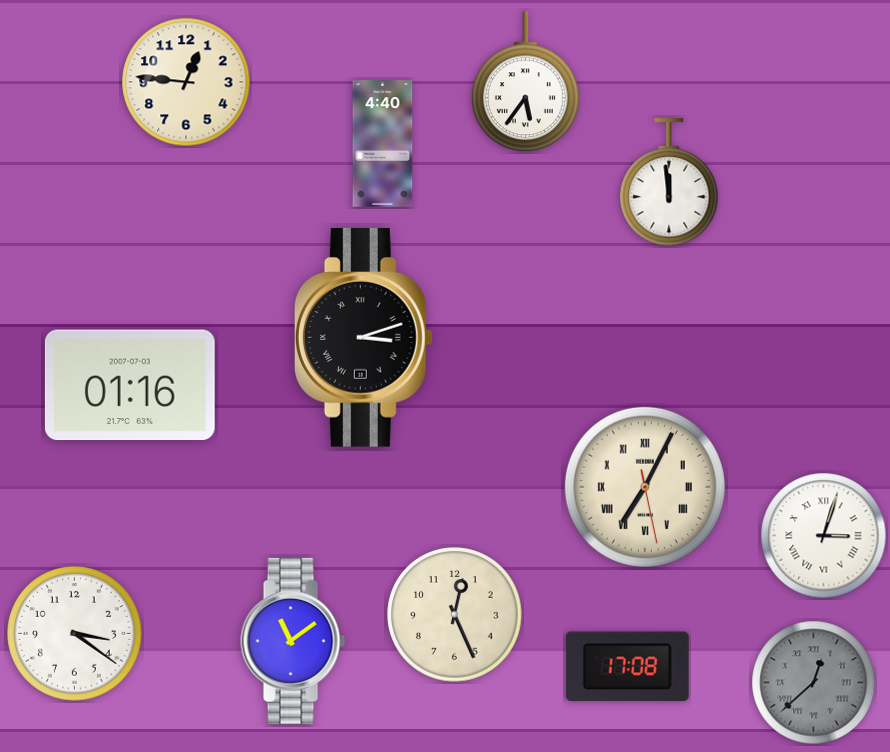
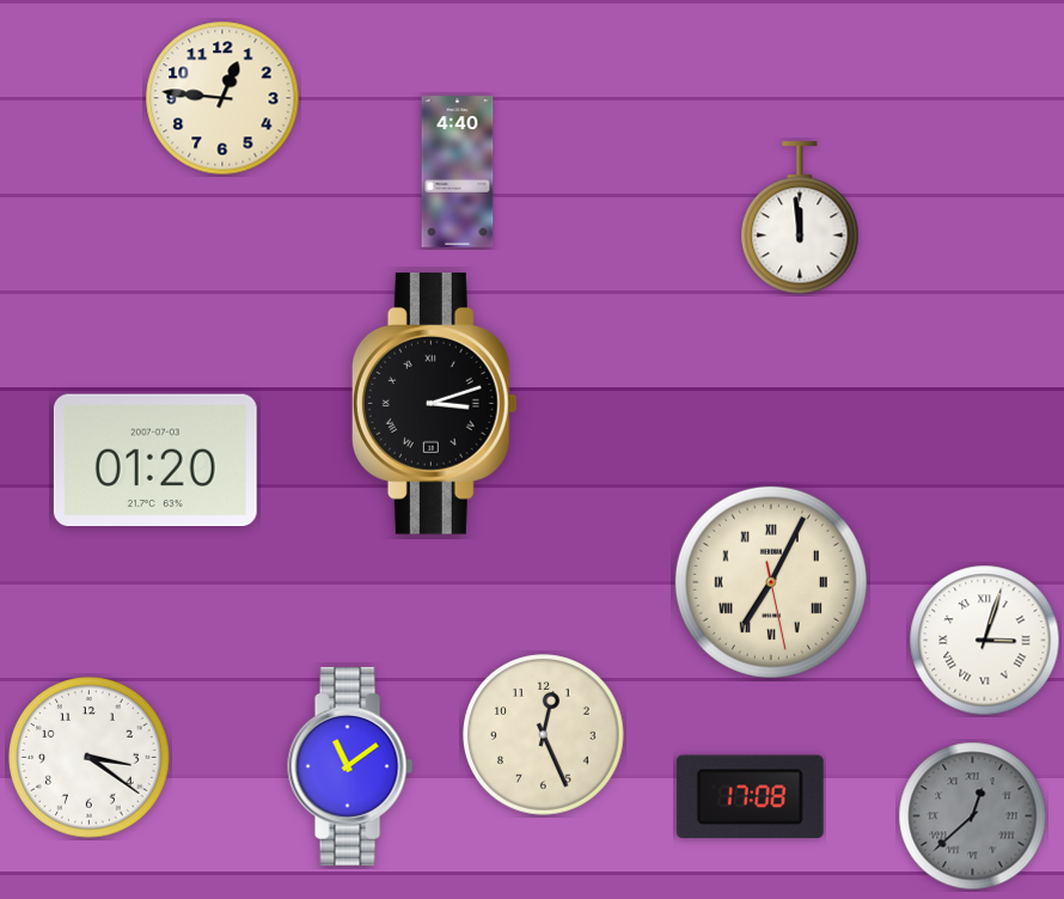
clock at (525, 82): 5:36 -> none
clock at (130, 385): 01:16 -> 01:20
